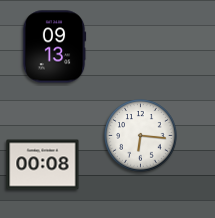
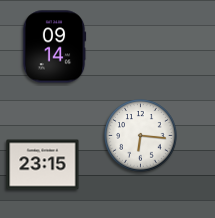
clock at (54, 47): 09:13 -> 09:14
clock at (43, 165): 00:08 -> 23:15
